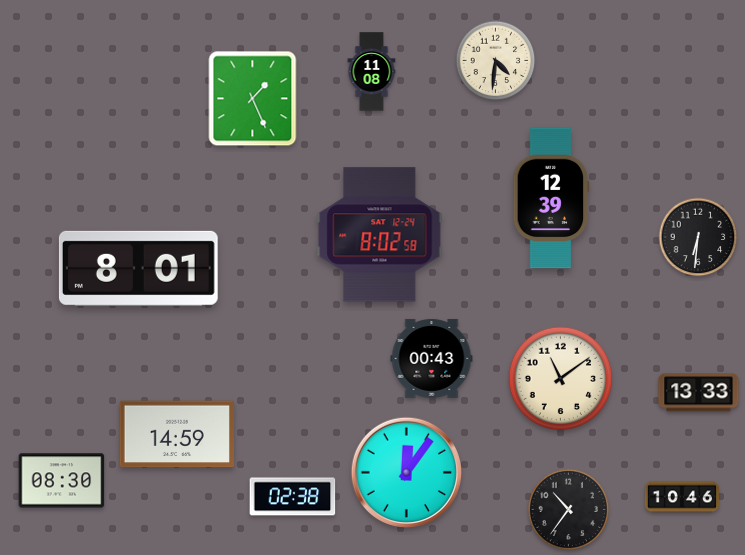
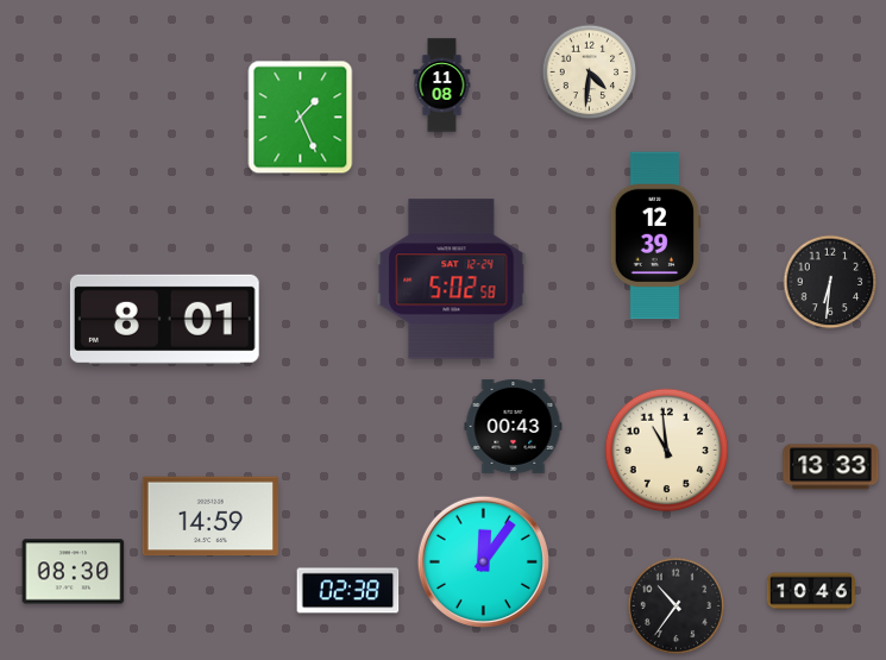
clock at (380, 235): 8:02 -> 5:02
clock at (561, 379): 11:09 -> 10:59
